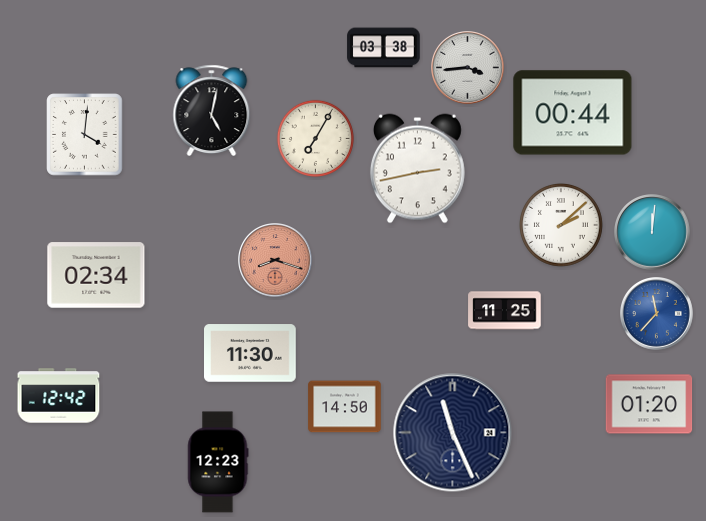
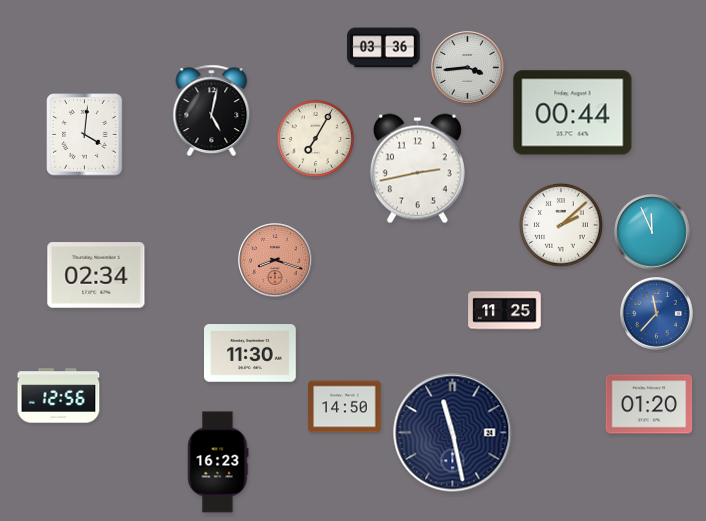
clock at (384, 48): 03:38 -> 03:36
clock at (653, 233): 12:01 -> 11:56
clock at (59, 396): 12:42 -> 12:56
clock at (453, 433): 11:26 -> 11:28
clock at (218, 462): 12:23 -> 16:23
